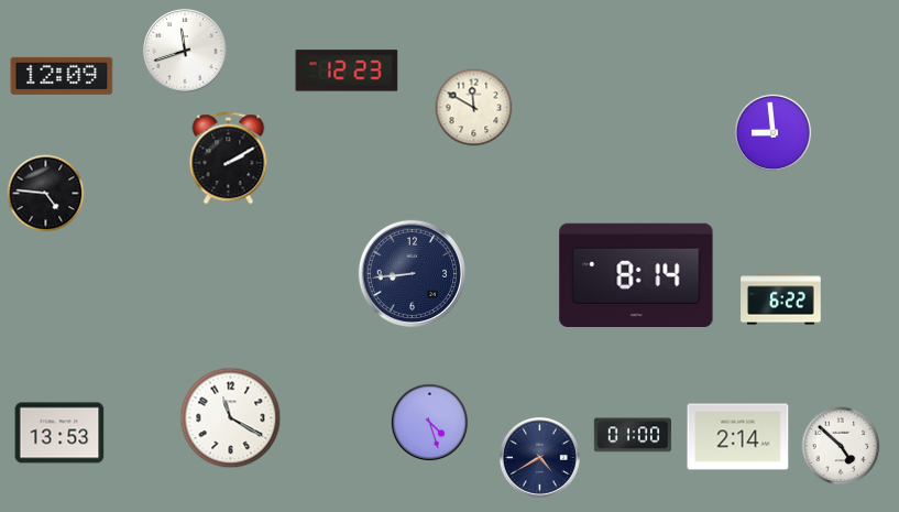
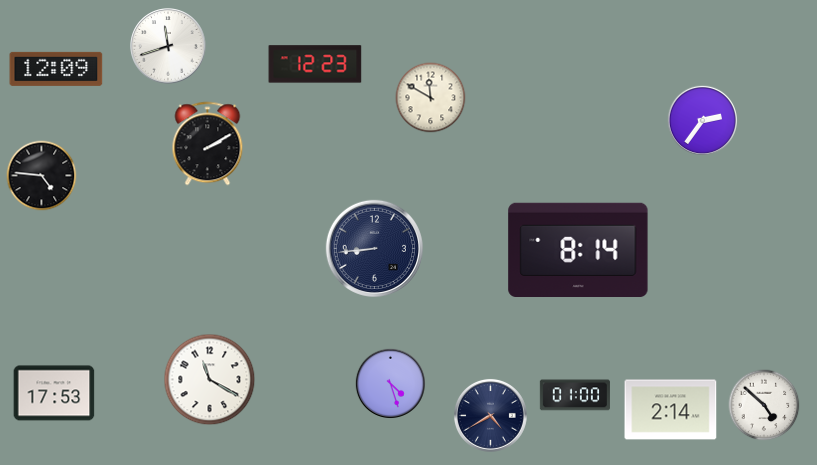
clock at (772, 132): 8:59 -> 2:36
clock at (781, 299): 6:22 -> none
clock at (59, 433): 13:53 -> 17:53
clock at (738, 437) position: (738, 437) -> (671, 410)
